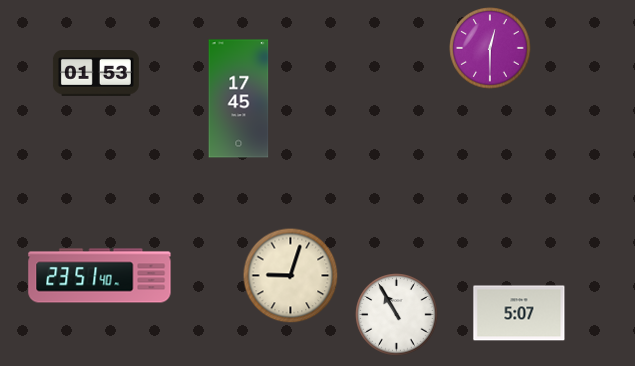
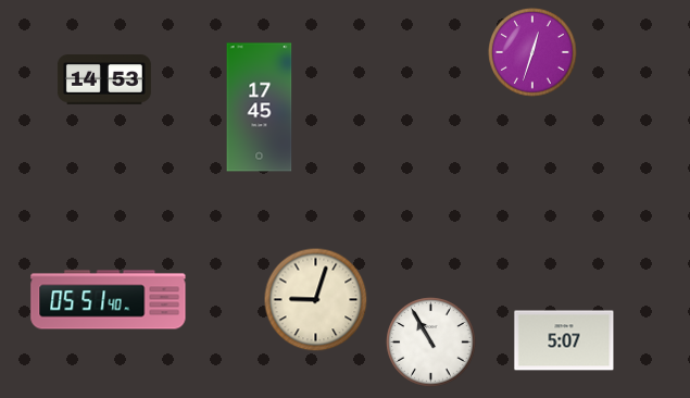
clock at (490, 48): 12:30 -> 12:33
clock at (96, 73): 01:53 -> 14:53
clock at (100, 276): 23:51 -> 05:51
